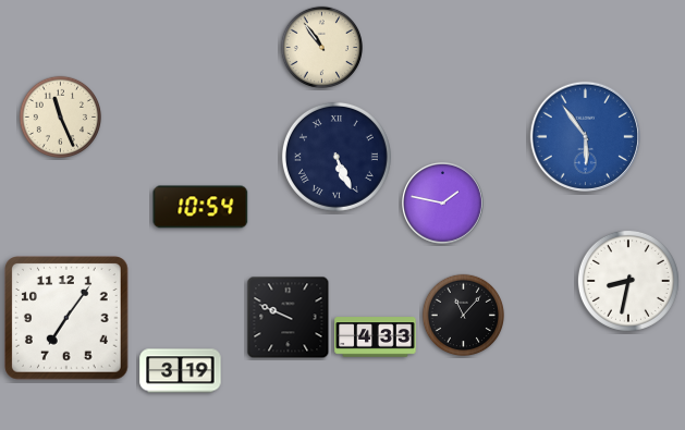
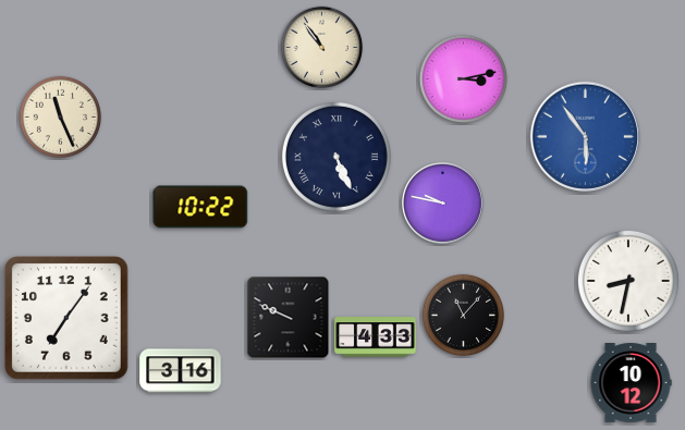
clock at (463, 78): none -> 3:13
clock at (443, 204): 1:47 -> 9:47
clock at (200, 207): 10:54 -> 10:22
clock at (181, 371): 3:19 -> 3:16
clock at (631, 383): none -> 10:12
